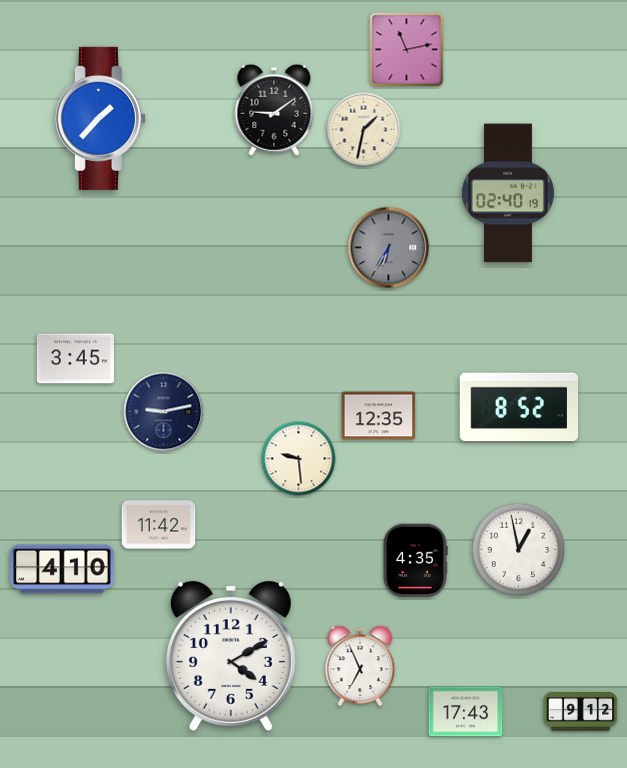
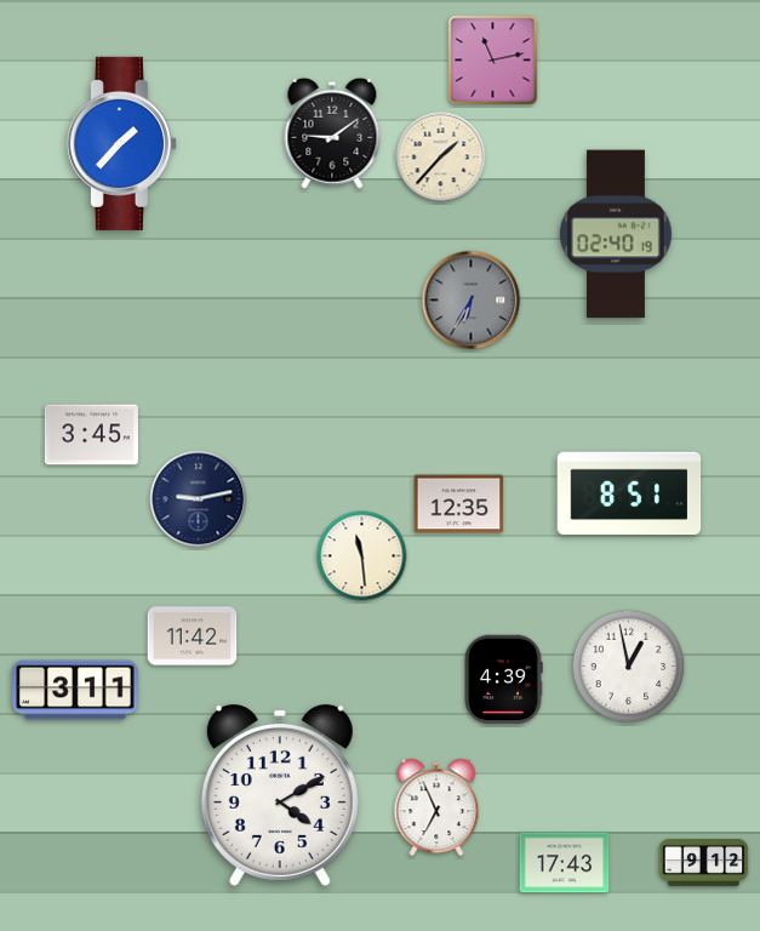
clock at (364, 130): 1:32 -> 1:37
clock at (519, 407): 8:52 -> 8:51
clock at (299, 459): 9:29 -> 11:29
clock at (415, 561): 4:35 -> 4:39
clock at (62, 569): 4:10 -> 3:11
